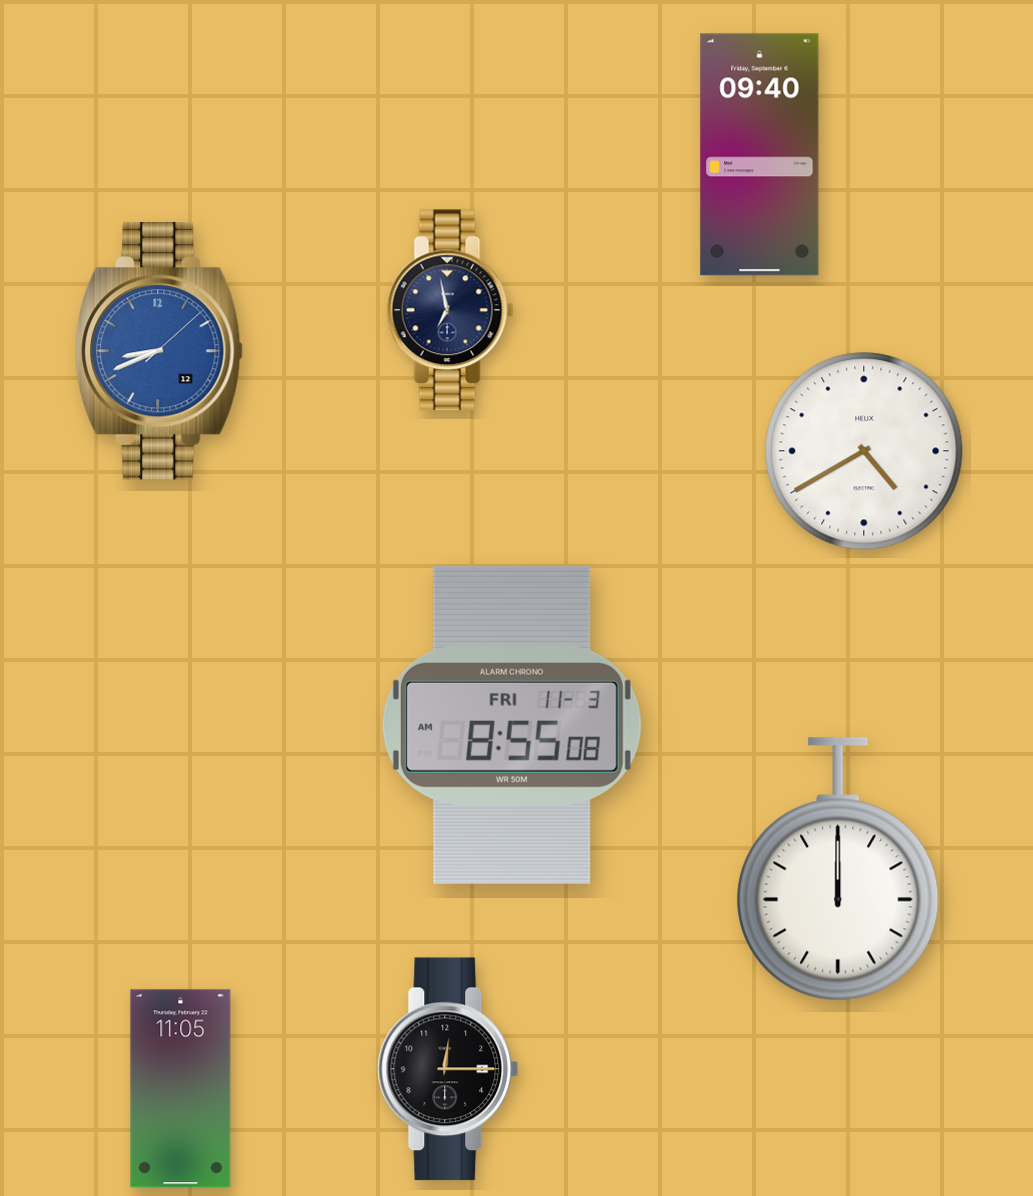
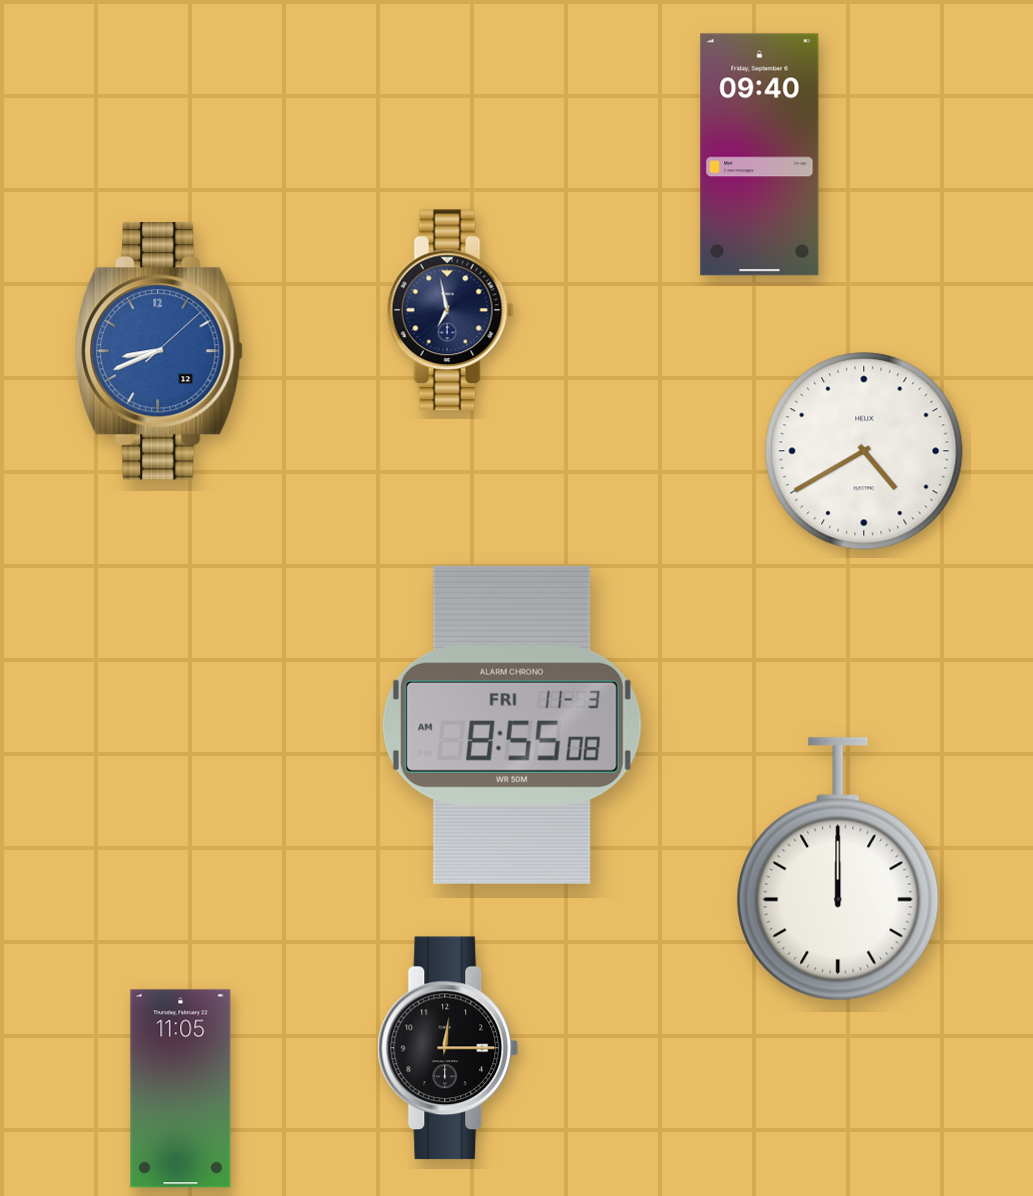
clock at (448, 1069) position: (448, 1069) -> (448, 1048)
